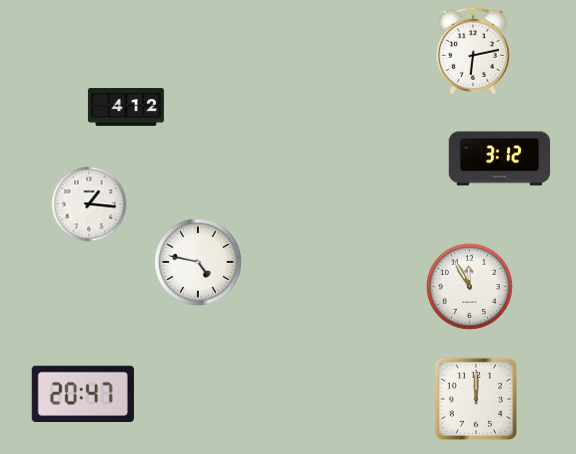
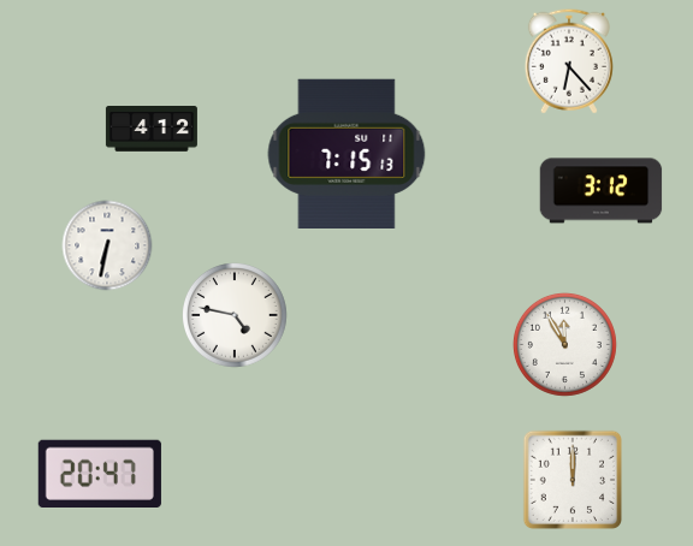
clock at (473, 51): 6:13 -> 6:23
clock at (346, 153): none -> 7:15
clock at (89, 204): 1:16 -> 6:32
clock at (199, 263) position: (199, 263) -> (236, 316)
